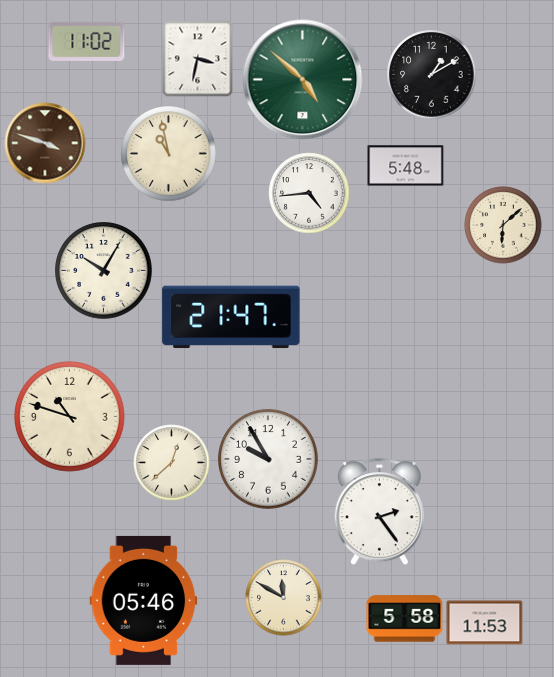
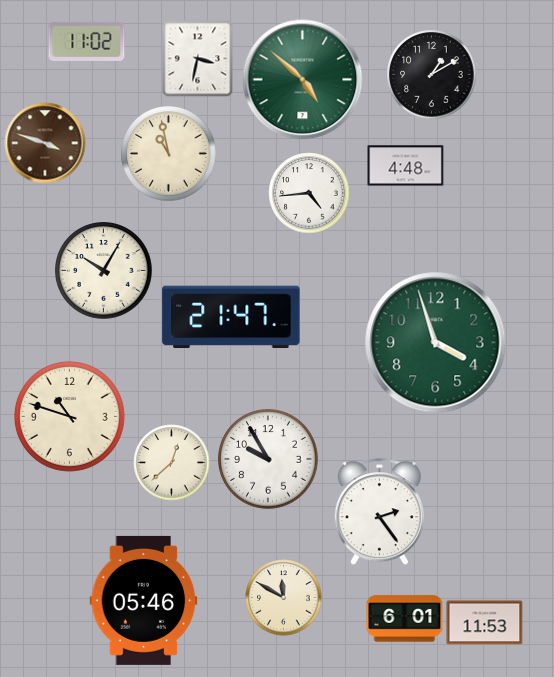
clock at (406, 166): 5:48 -> 4:48
clock at (503, 225): 6:08 -> none
clock at (436, 343): none -> 3:57
clock at (405, 619): 5:58 -> 6:01
